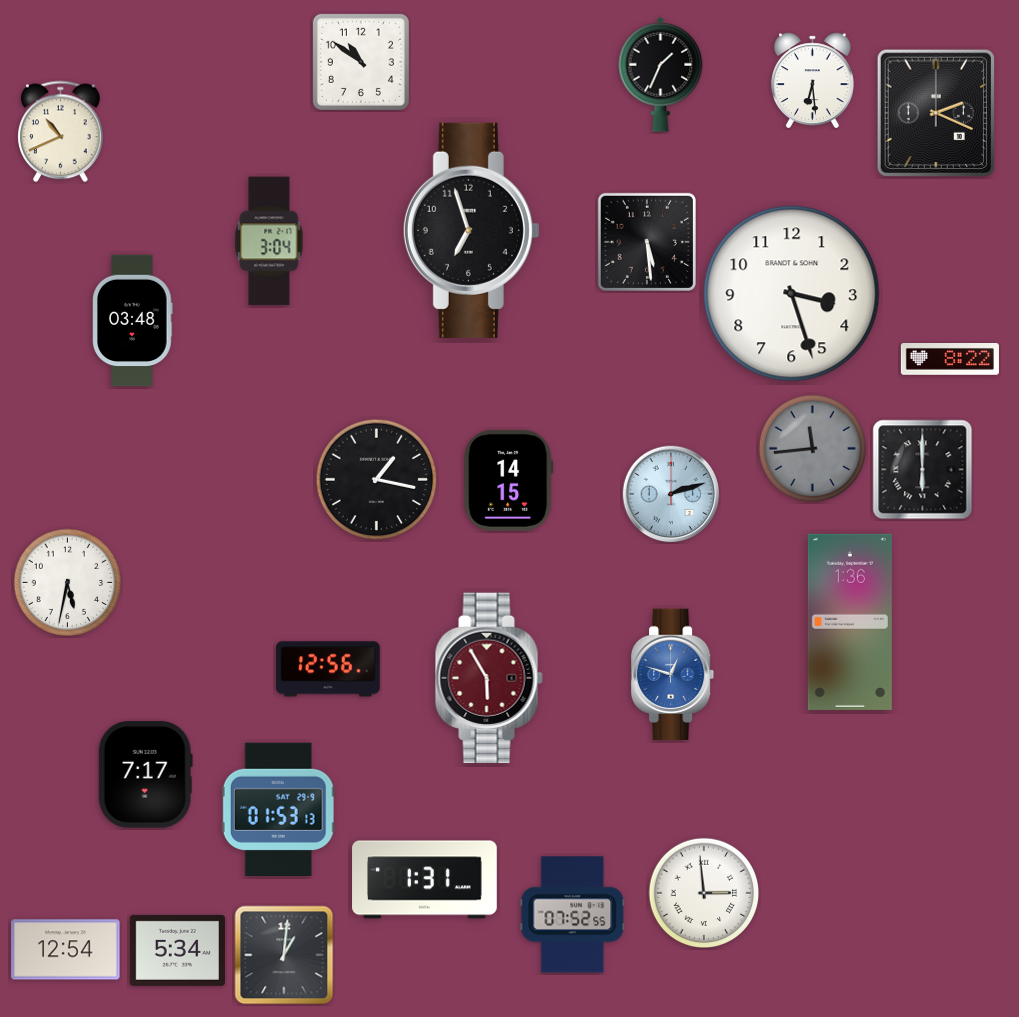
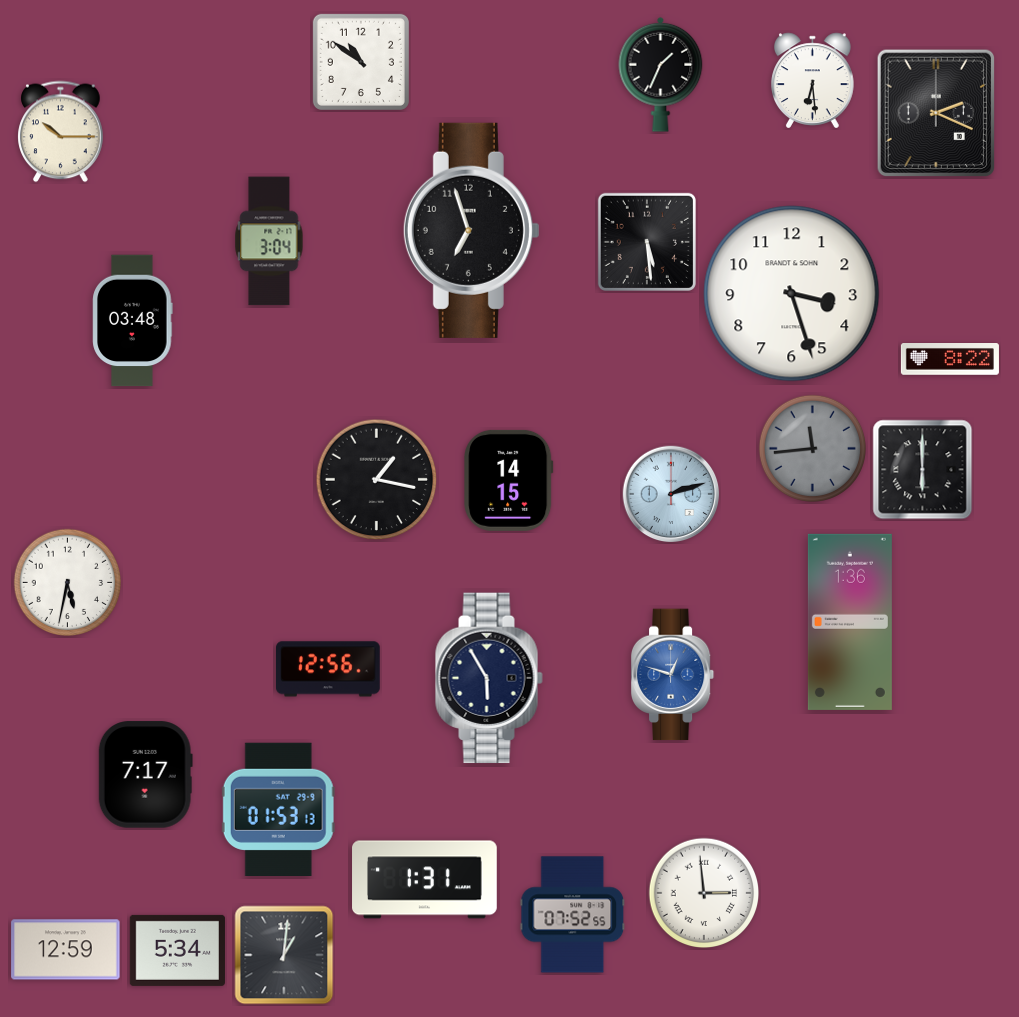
clock at (61, 132): 10:41 -> 10:15
clock at (489, 678) dial: burgundy -> navy
clock at (66, 950): 12:54 -> 12:59
